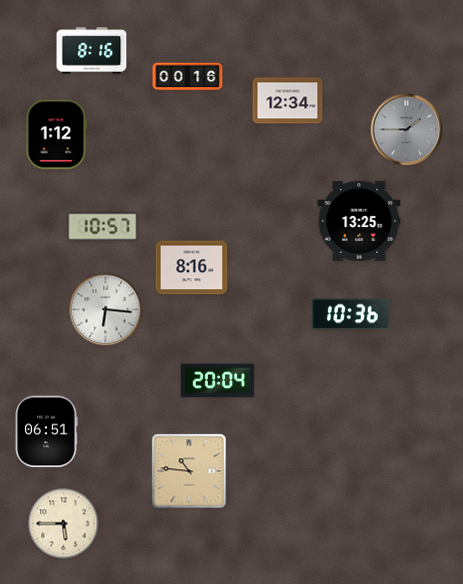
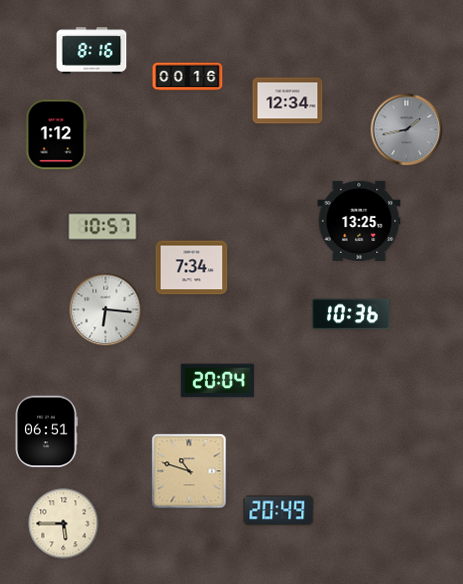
clock at (407, 130): 1:45 -> 1:43
clock at (192, 268): 8:16 -> 7:34
clock at (189, 471): 10:46 -> 10:48
clock at (279, 511): none -> 20:49
